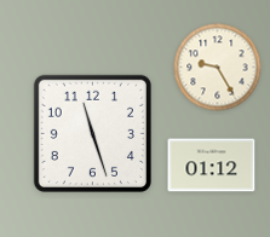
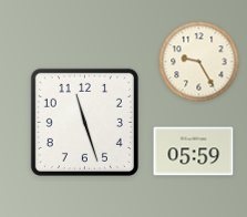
clock at (212, 166): 01:12 -> 05:59
